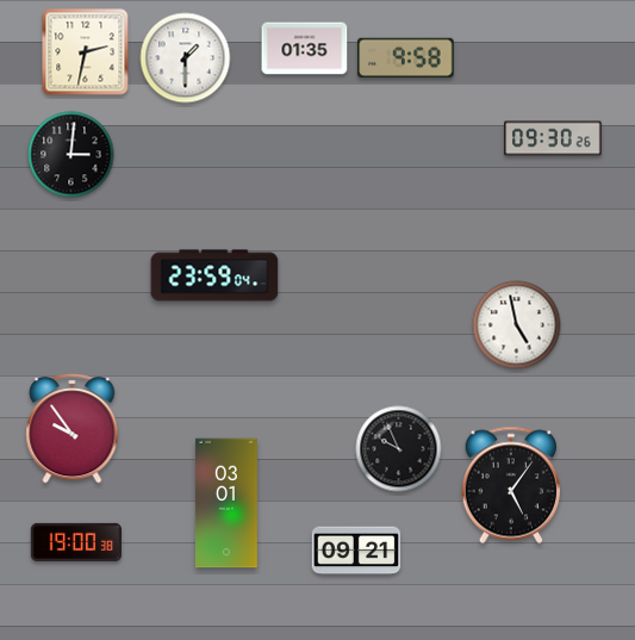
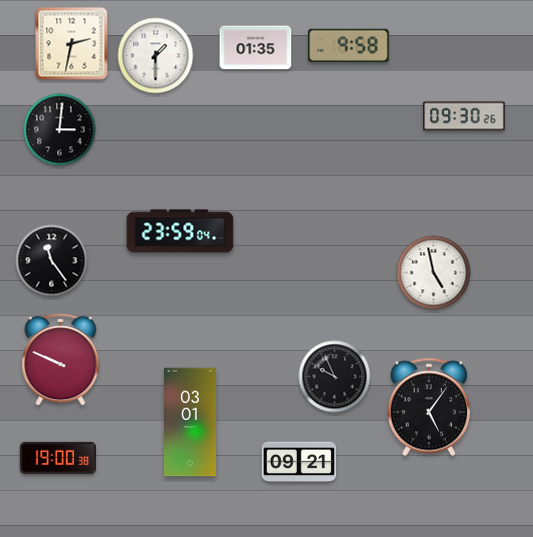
clock at (305, 49) position: (305, 49) -> (256, 48)
clock at (186, 58) position: (186, 58) -> (156, 56)
clock at (406, 58) position: (406, 58) -> (349, 46)
clock at (52, 261): none -> 11:24
clock at (73, 428): 9:54 -> 9:49
clock at (75, 542) position: (75, 542) -> (57, 458)
